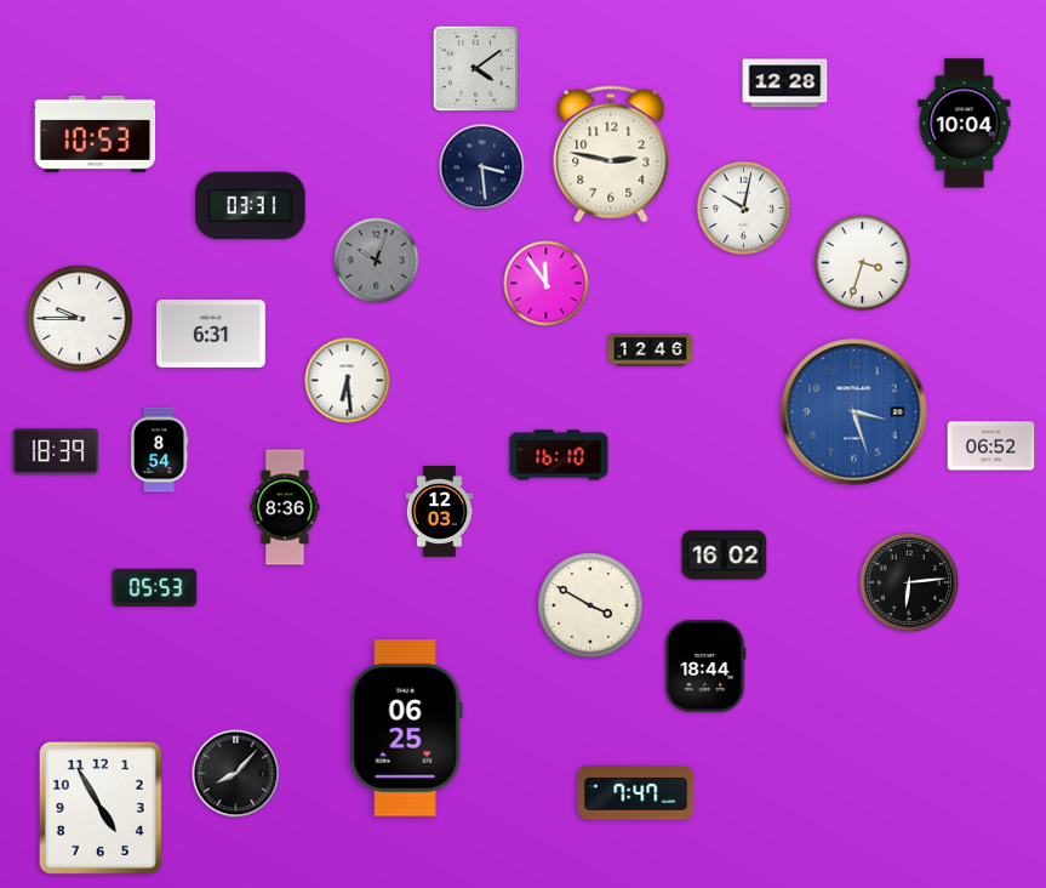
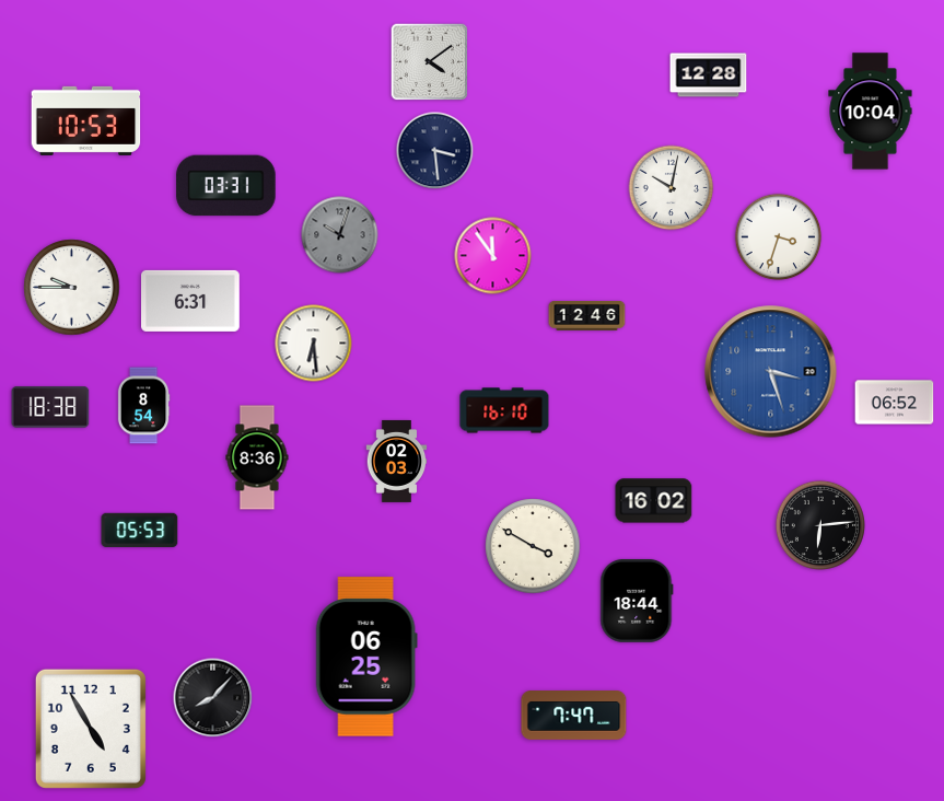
clock at (611, 154): 2:47 -> none
clock at (56, 451): 18:39 -> 18:38
clock at (440, 511): 12:03 -> 02:03
